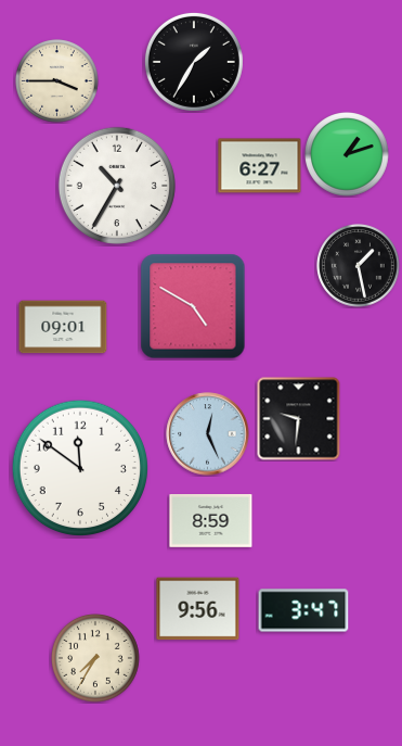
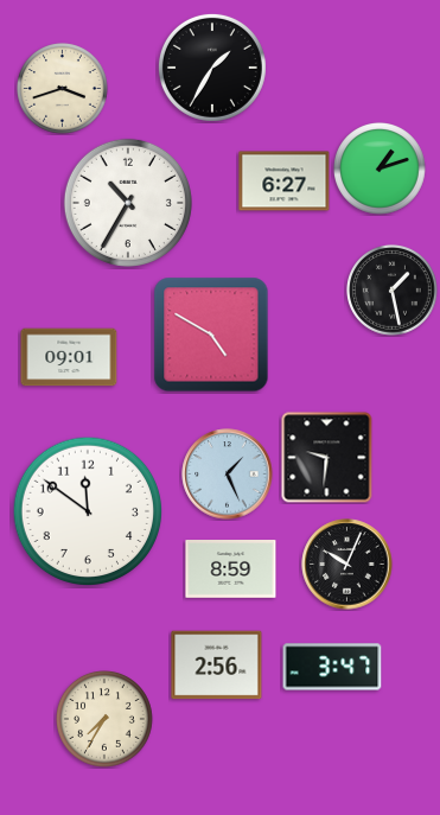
clock at (57, 81): 3:45 -> 3:42
clock at (208, 434): 12:26 -> 1:26
clock at (347, 565): none -> 10:04
clock at (198, 609): 9:56 -> 2:56
